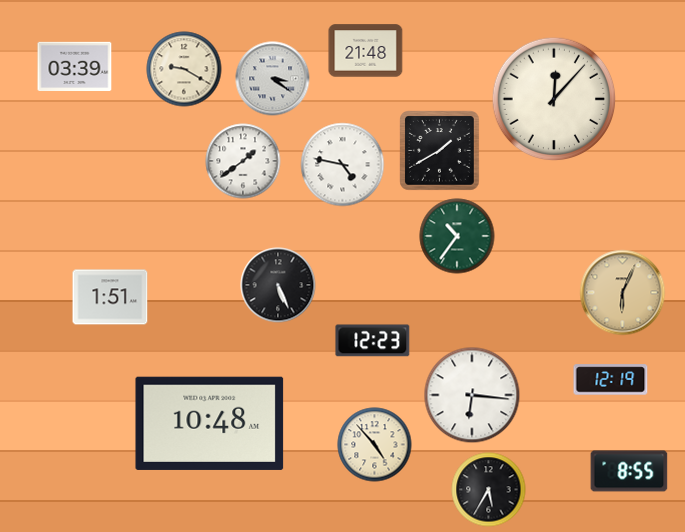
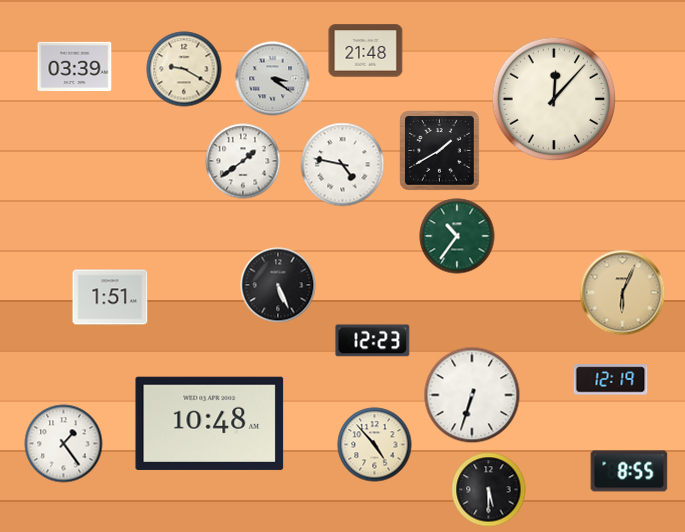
clock at (472, 395): 6:16 -> 6:33
clock at (64, 444): none -> 1:24
clock at (489, 490): 5:35 -> 5:30
